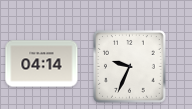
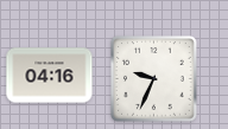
clock at (42, 64): 04:14 -> 04:16
